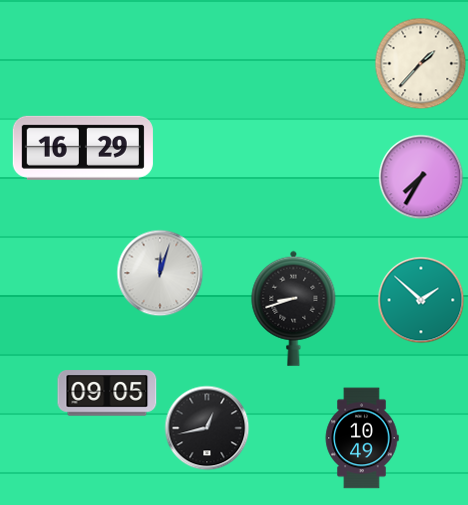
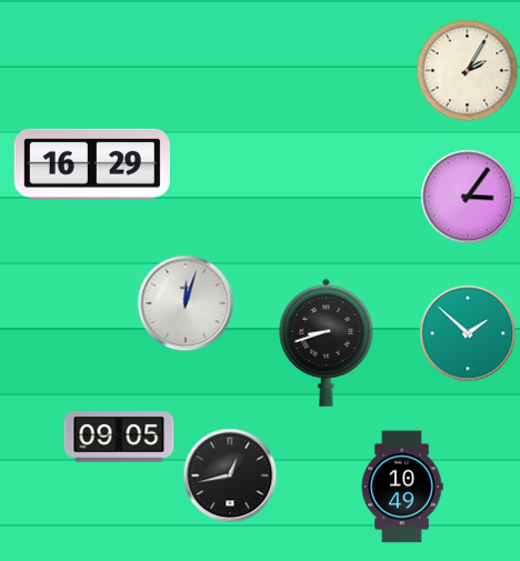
clock at (421, 64): 1:37 -> 2:05
clock at (421, 177): 7:35 -> 3:06
clock at (160, 273) position: (160, 273) -> (186, 303)
